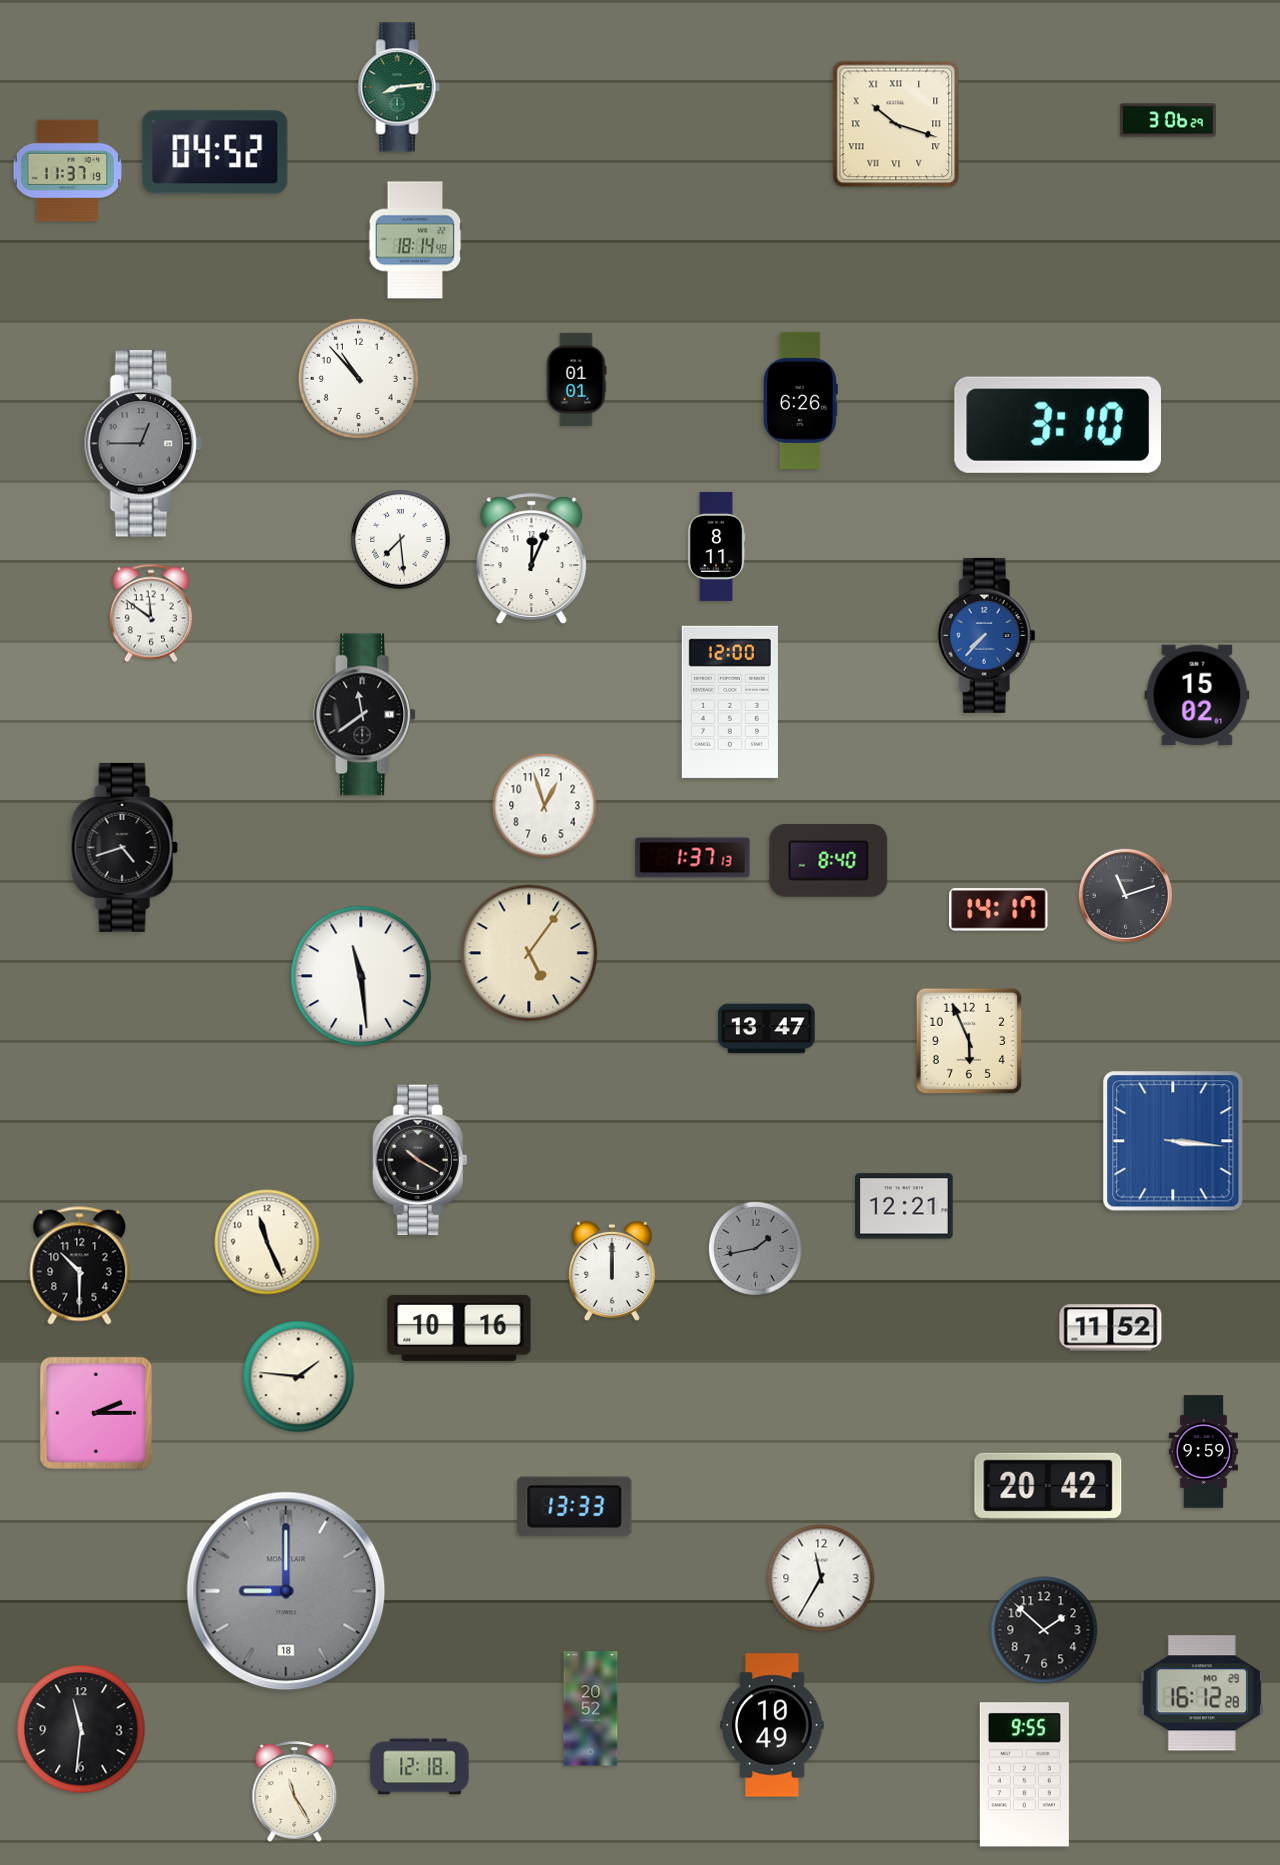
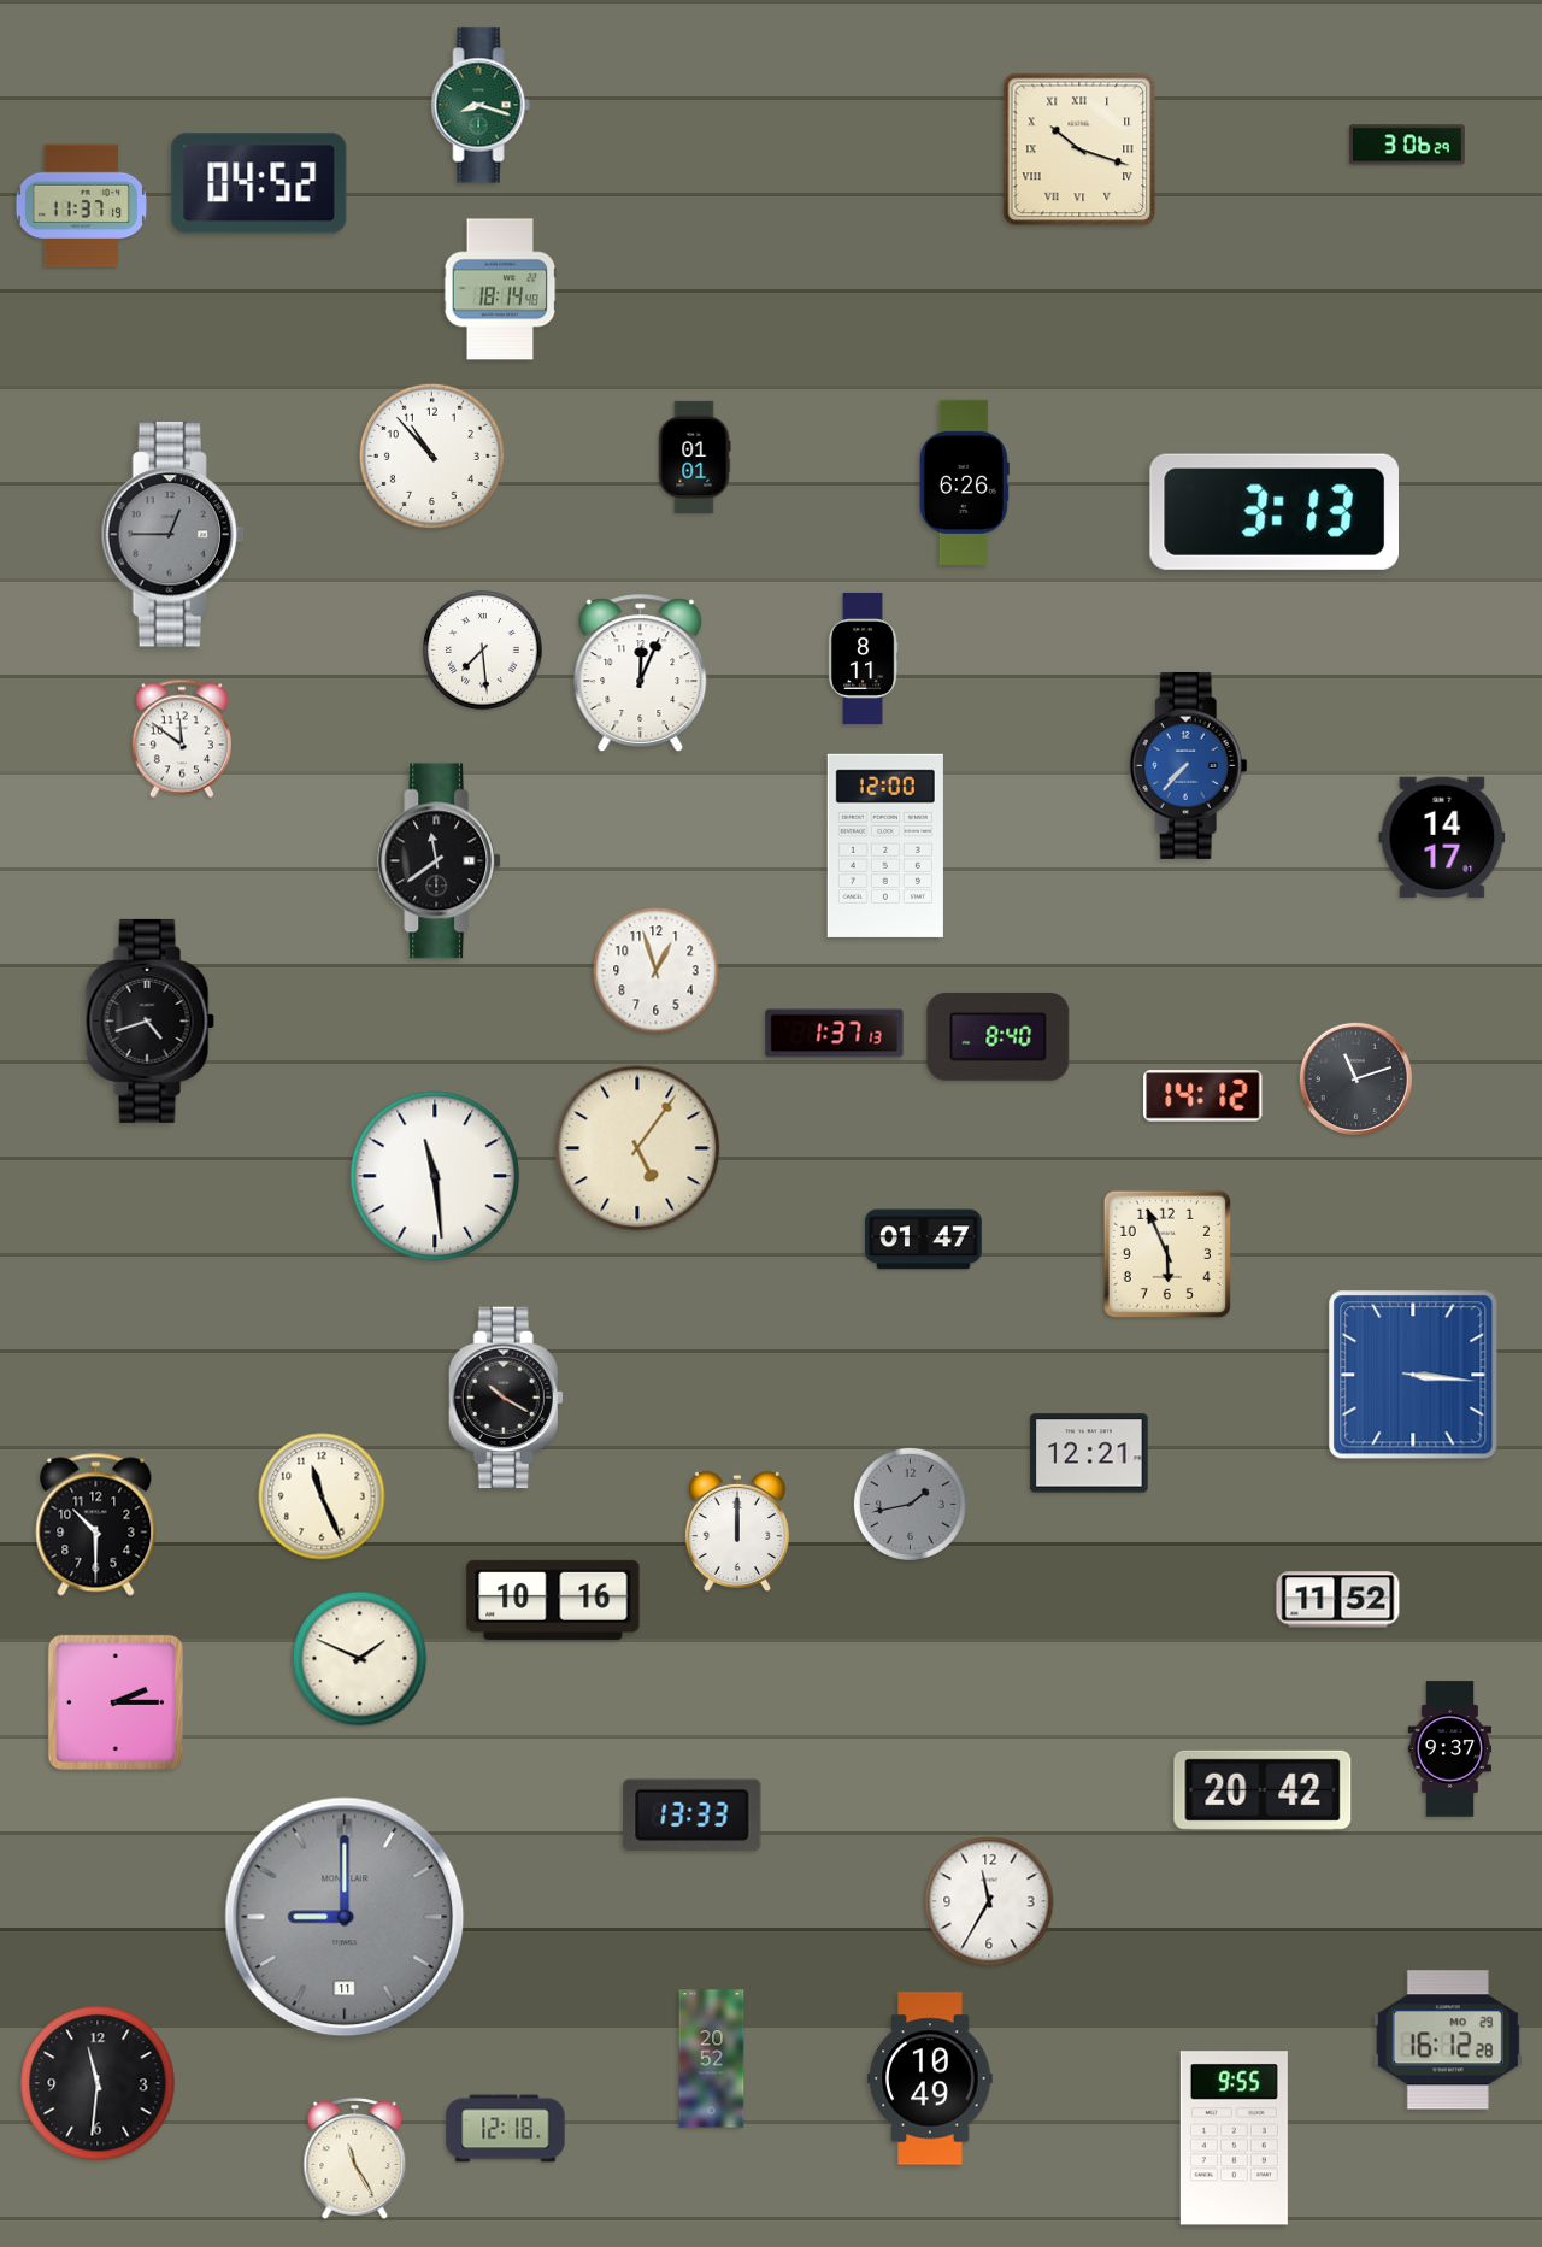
clock at (399, 87): 8:14 -> 8:18
clock at (1057, 425): 3:10 -> 3:13
clock at (1197, 695): 15:02 -> 14:17
clock at (730, 702) position: (730, 702) -> (885, 846)
clock at (999, 910): 14:17 -> 14:12
clock at (767, 1029): 13:47 -> 01:47
clock at (299, 1377): 1:46 -> 1:49
clock at (1203, 1452): 9:59 -> 9:37
clock at (286, 1591) date: 18 -> 11
clock at (1044, 1630): 1:52 -> none
